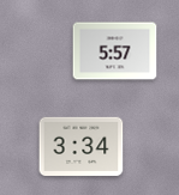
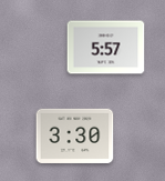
clock at (82, 146): 3:34 -> 3:30
